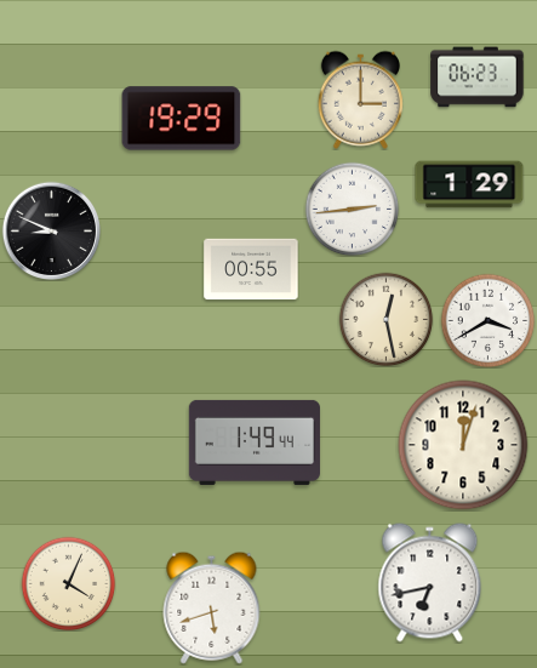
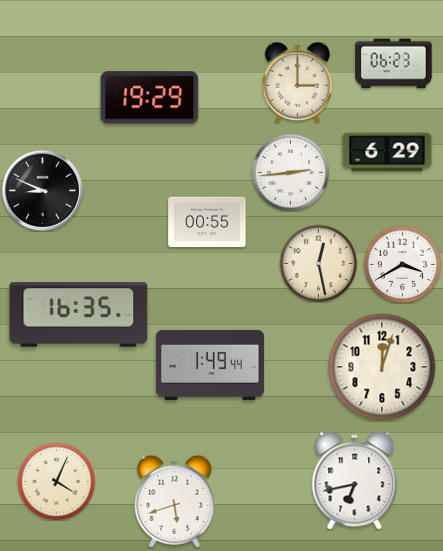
clock at (469, 184): 1:29 -> 6:29
clock at (79, 315): none -> 16:35
